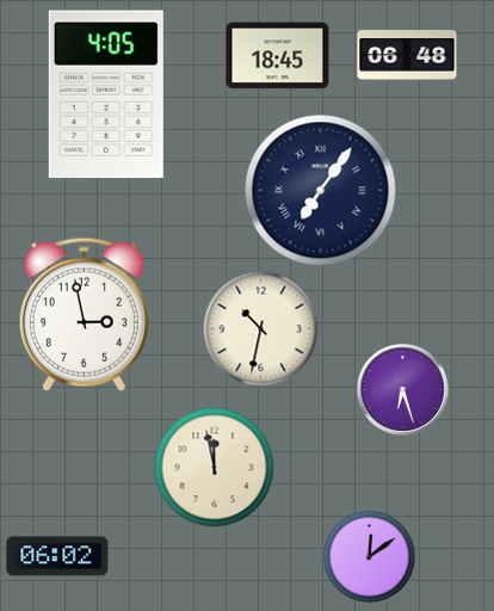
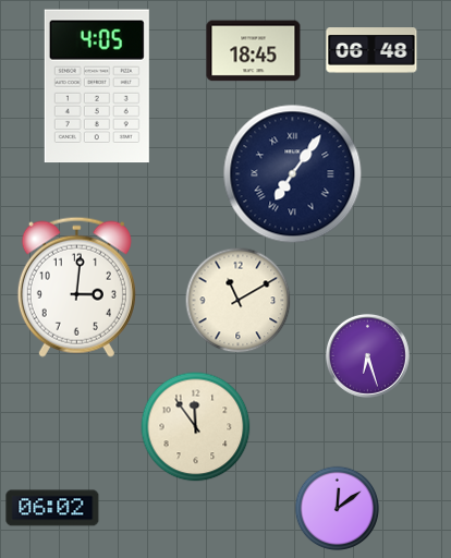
clock at (84, 314): 2:58 -> 3:01
clock at (260, 328): 10:32 -> 11:10
clock at (215, 468): 11:58 -> 11:54
